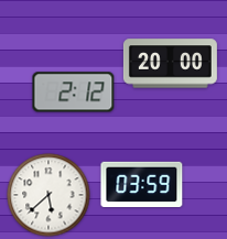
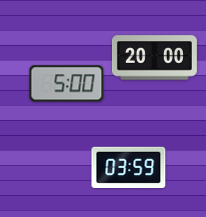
clock at (74, 93): 2:12 -> 5:00
clock at (48, 195): 5:38 -> none
